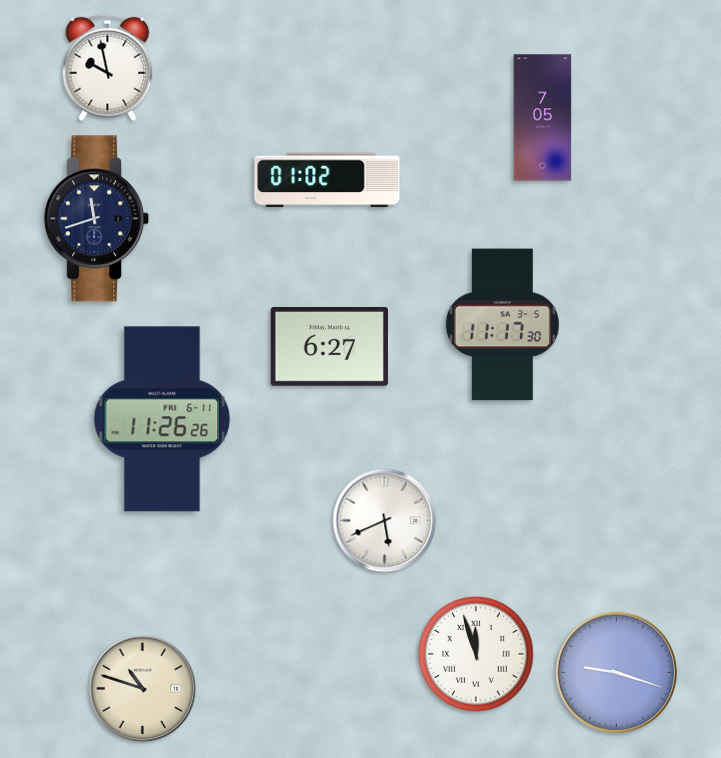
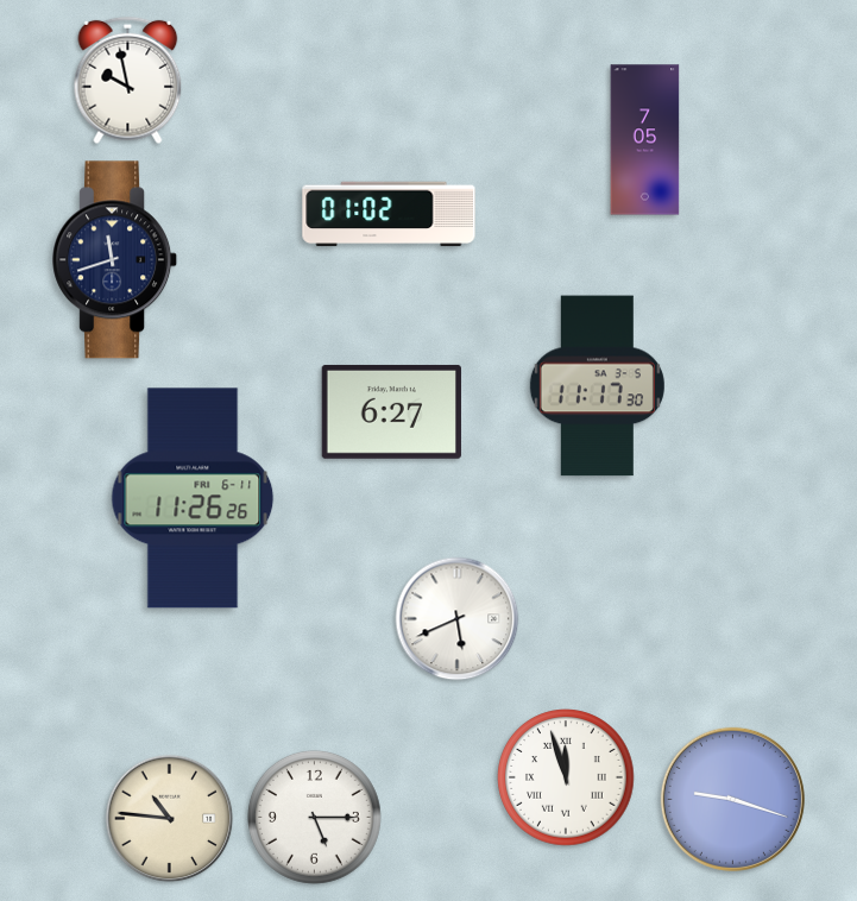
clock at (314, 817): none -> 5:15
clock at (143, 689): 10:48 -> 10:46
